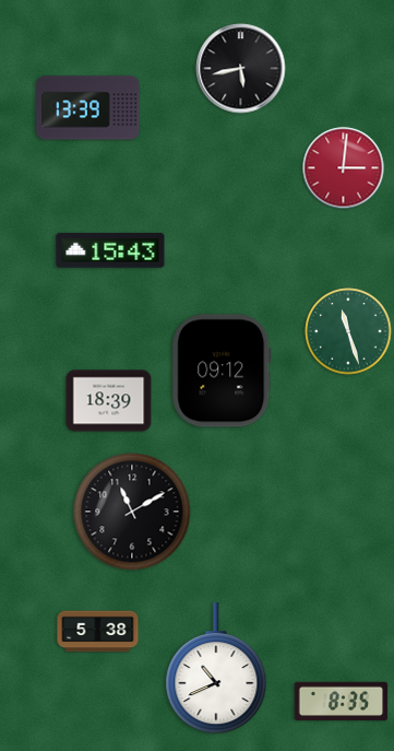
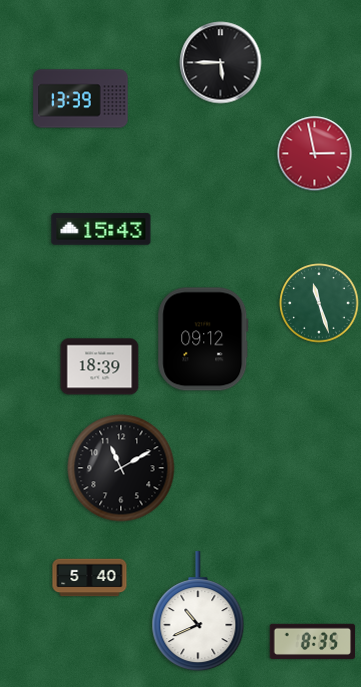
clock at (241, 69): 5:43 -> 5:45
clock at (344, 168): 3:01 -> 2:58
clock at (98, 632): 5:38 -> 5:40
